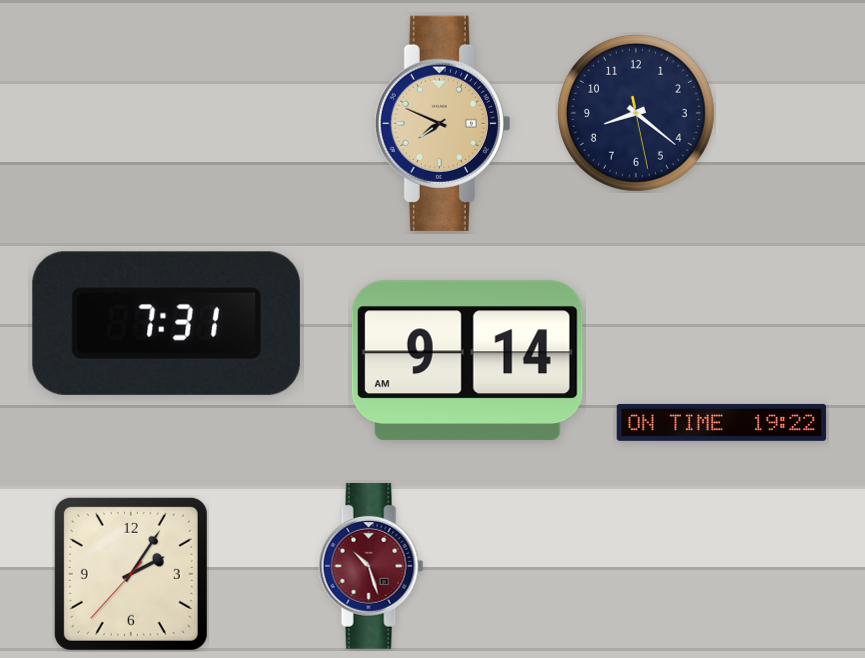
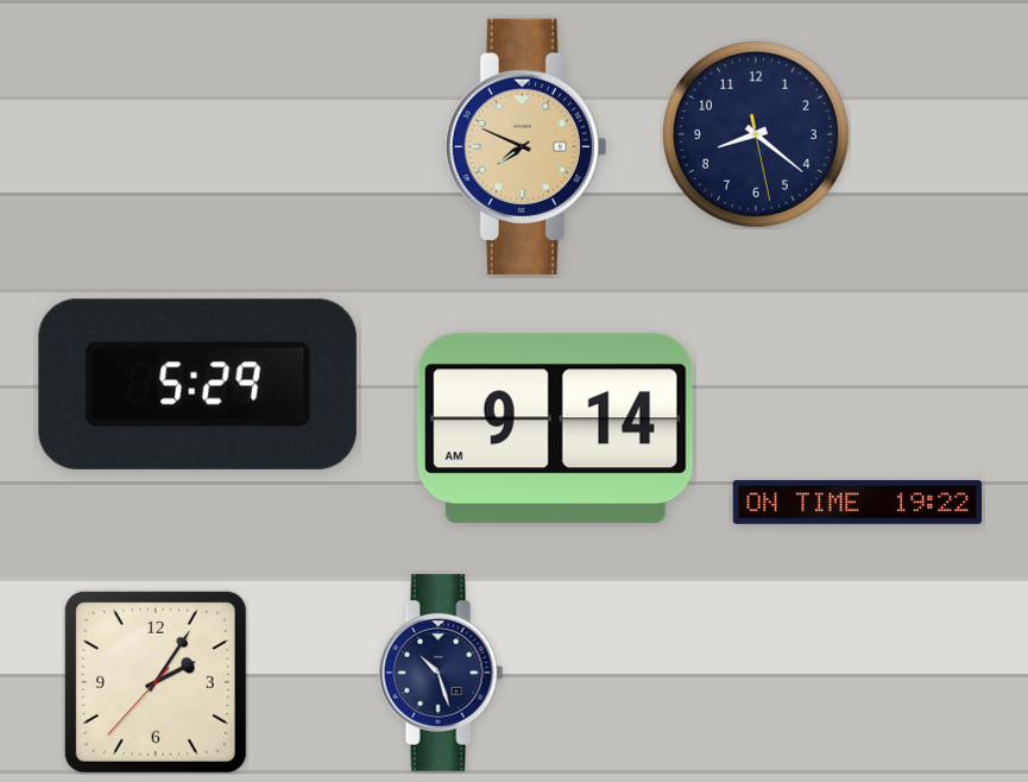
clock at (166, 323): 7:31 -> 5:29
clock at (371, 566) dial: burgundy -> navy
